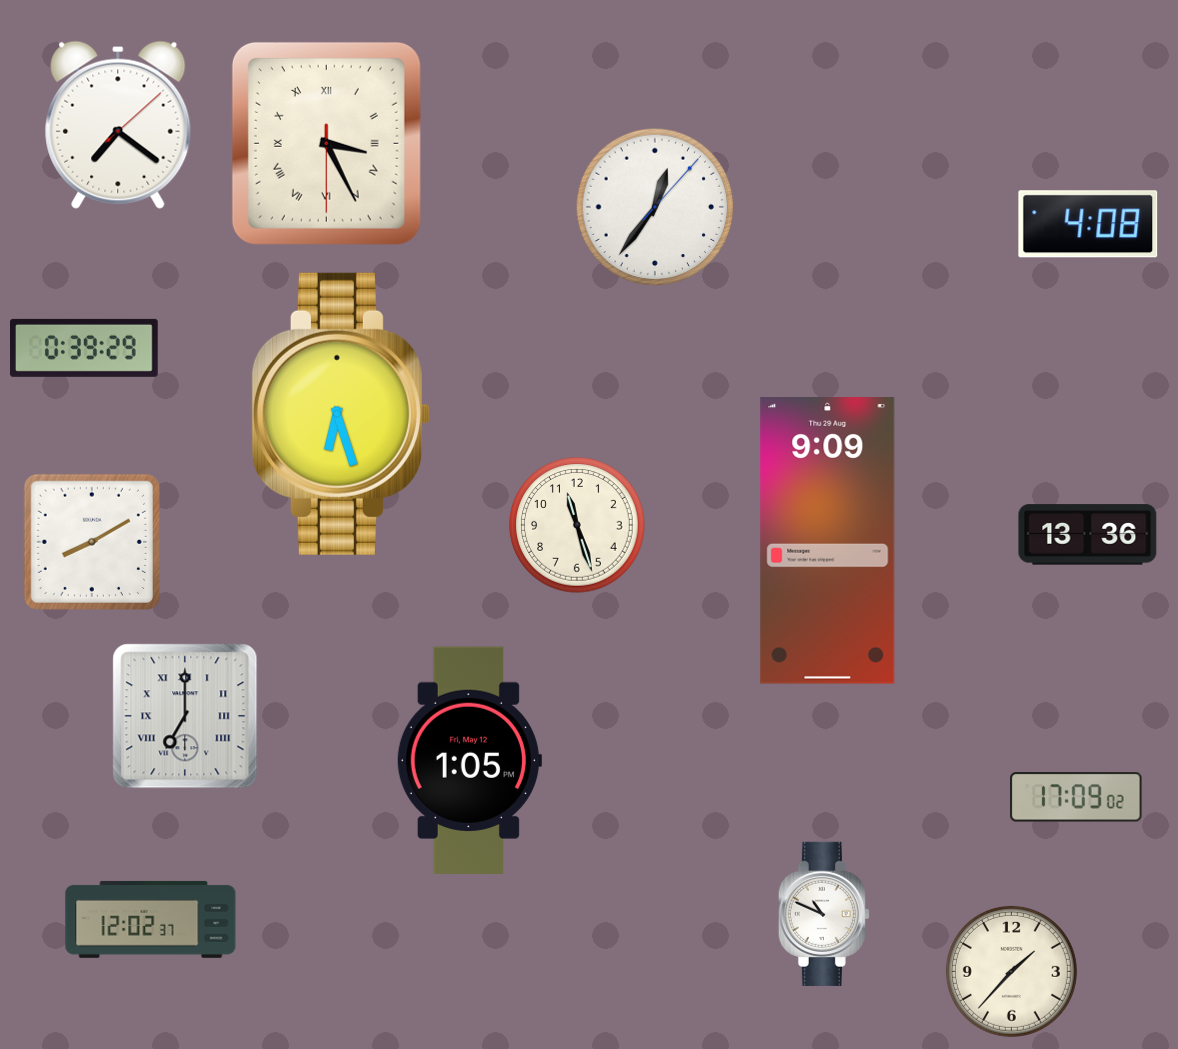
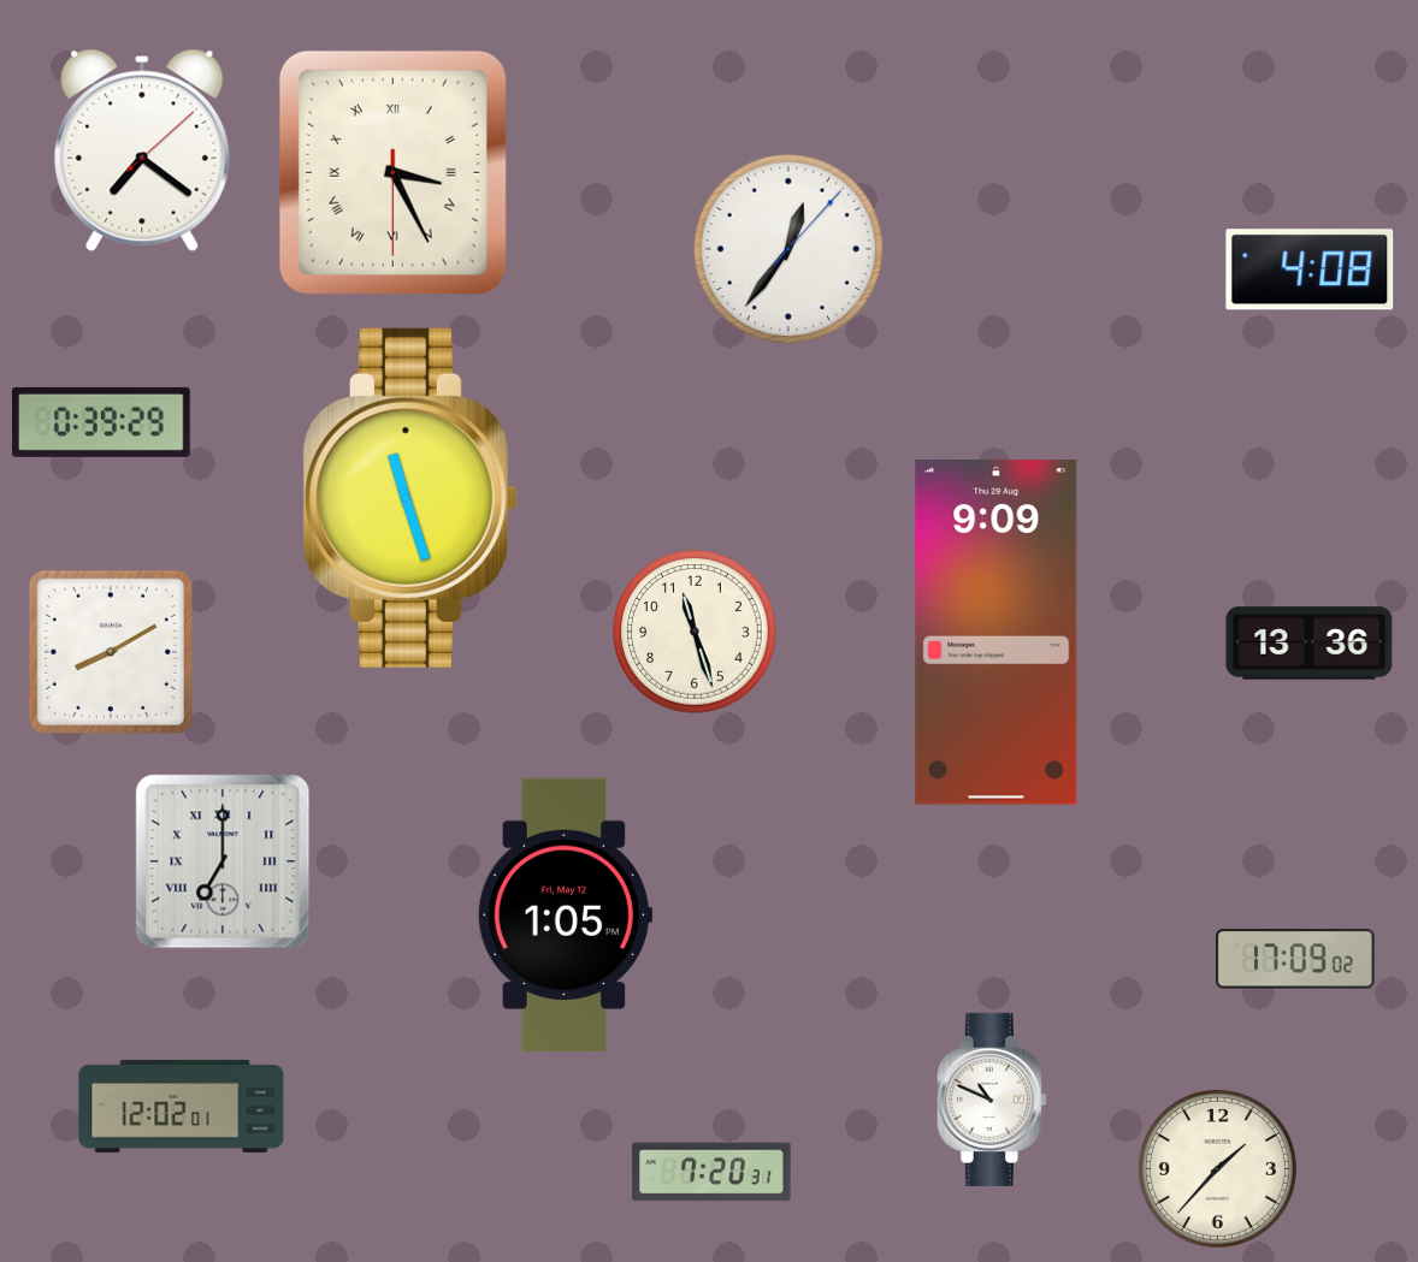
clock at (85, 348) position: (85, 348) -> (102, 422)
clock at (341, 414): 6:27 -> 11:27
clock at (828, 541) position: (828, 541) -> (997, 633)
clock at (151, 919): 12:02:37 -> 12:02:01
clock at (711, 1172): none -> 7:20
